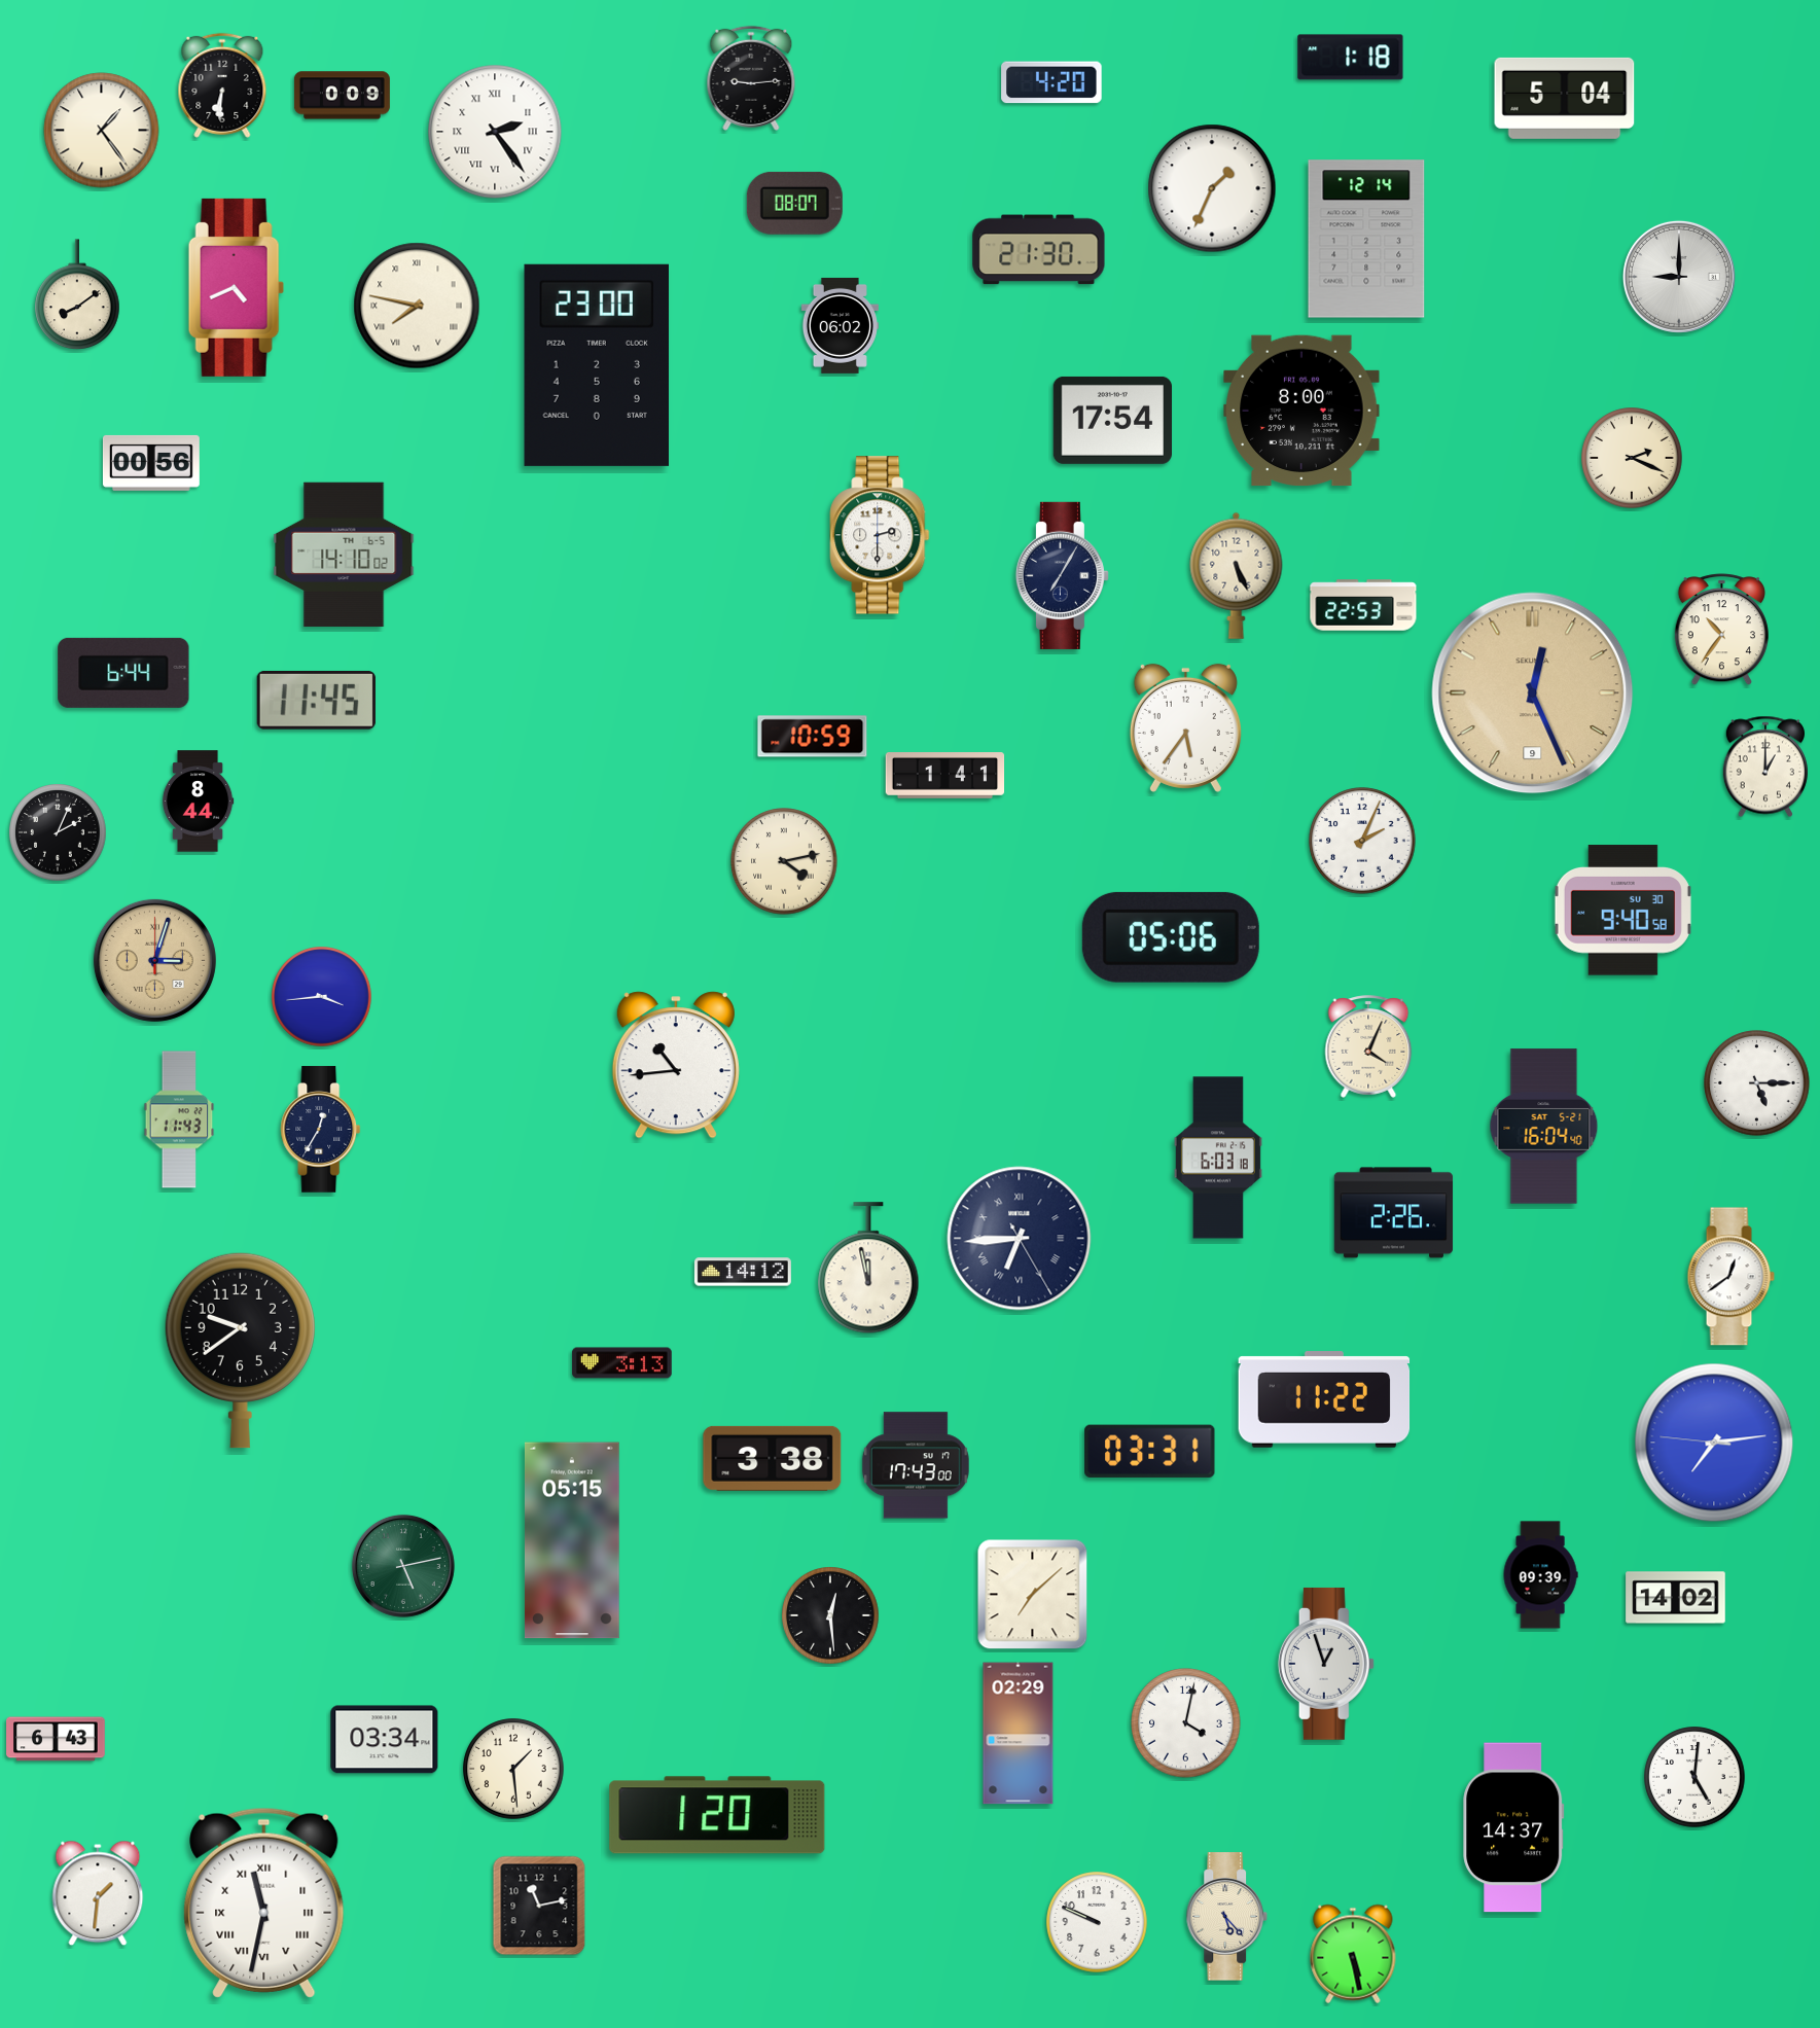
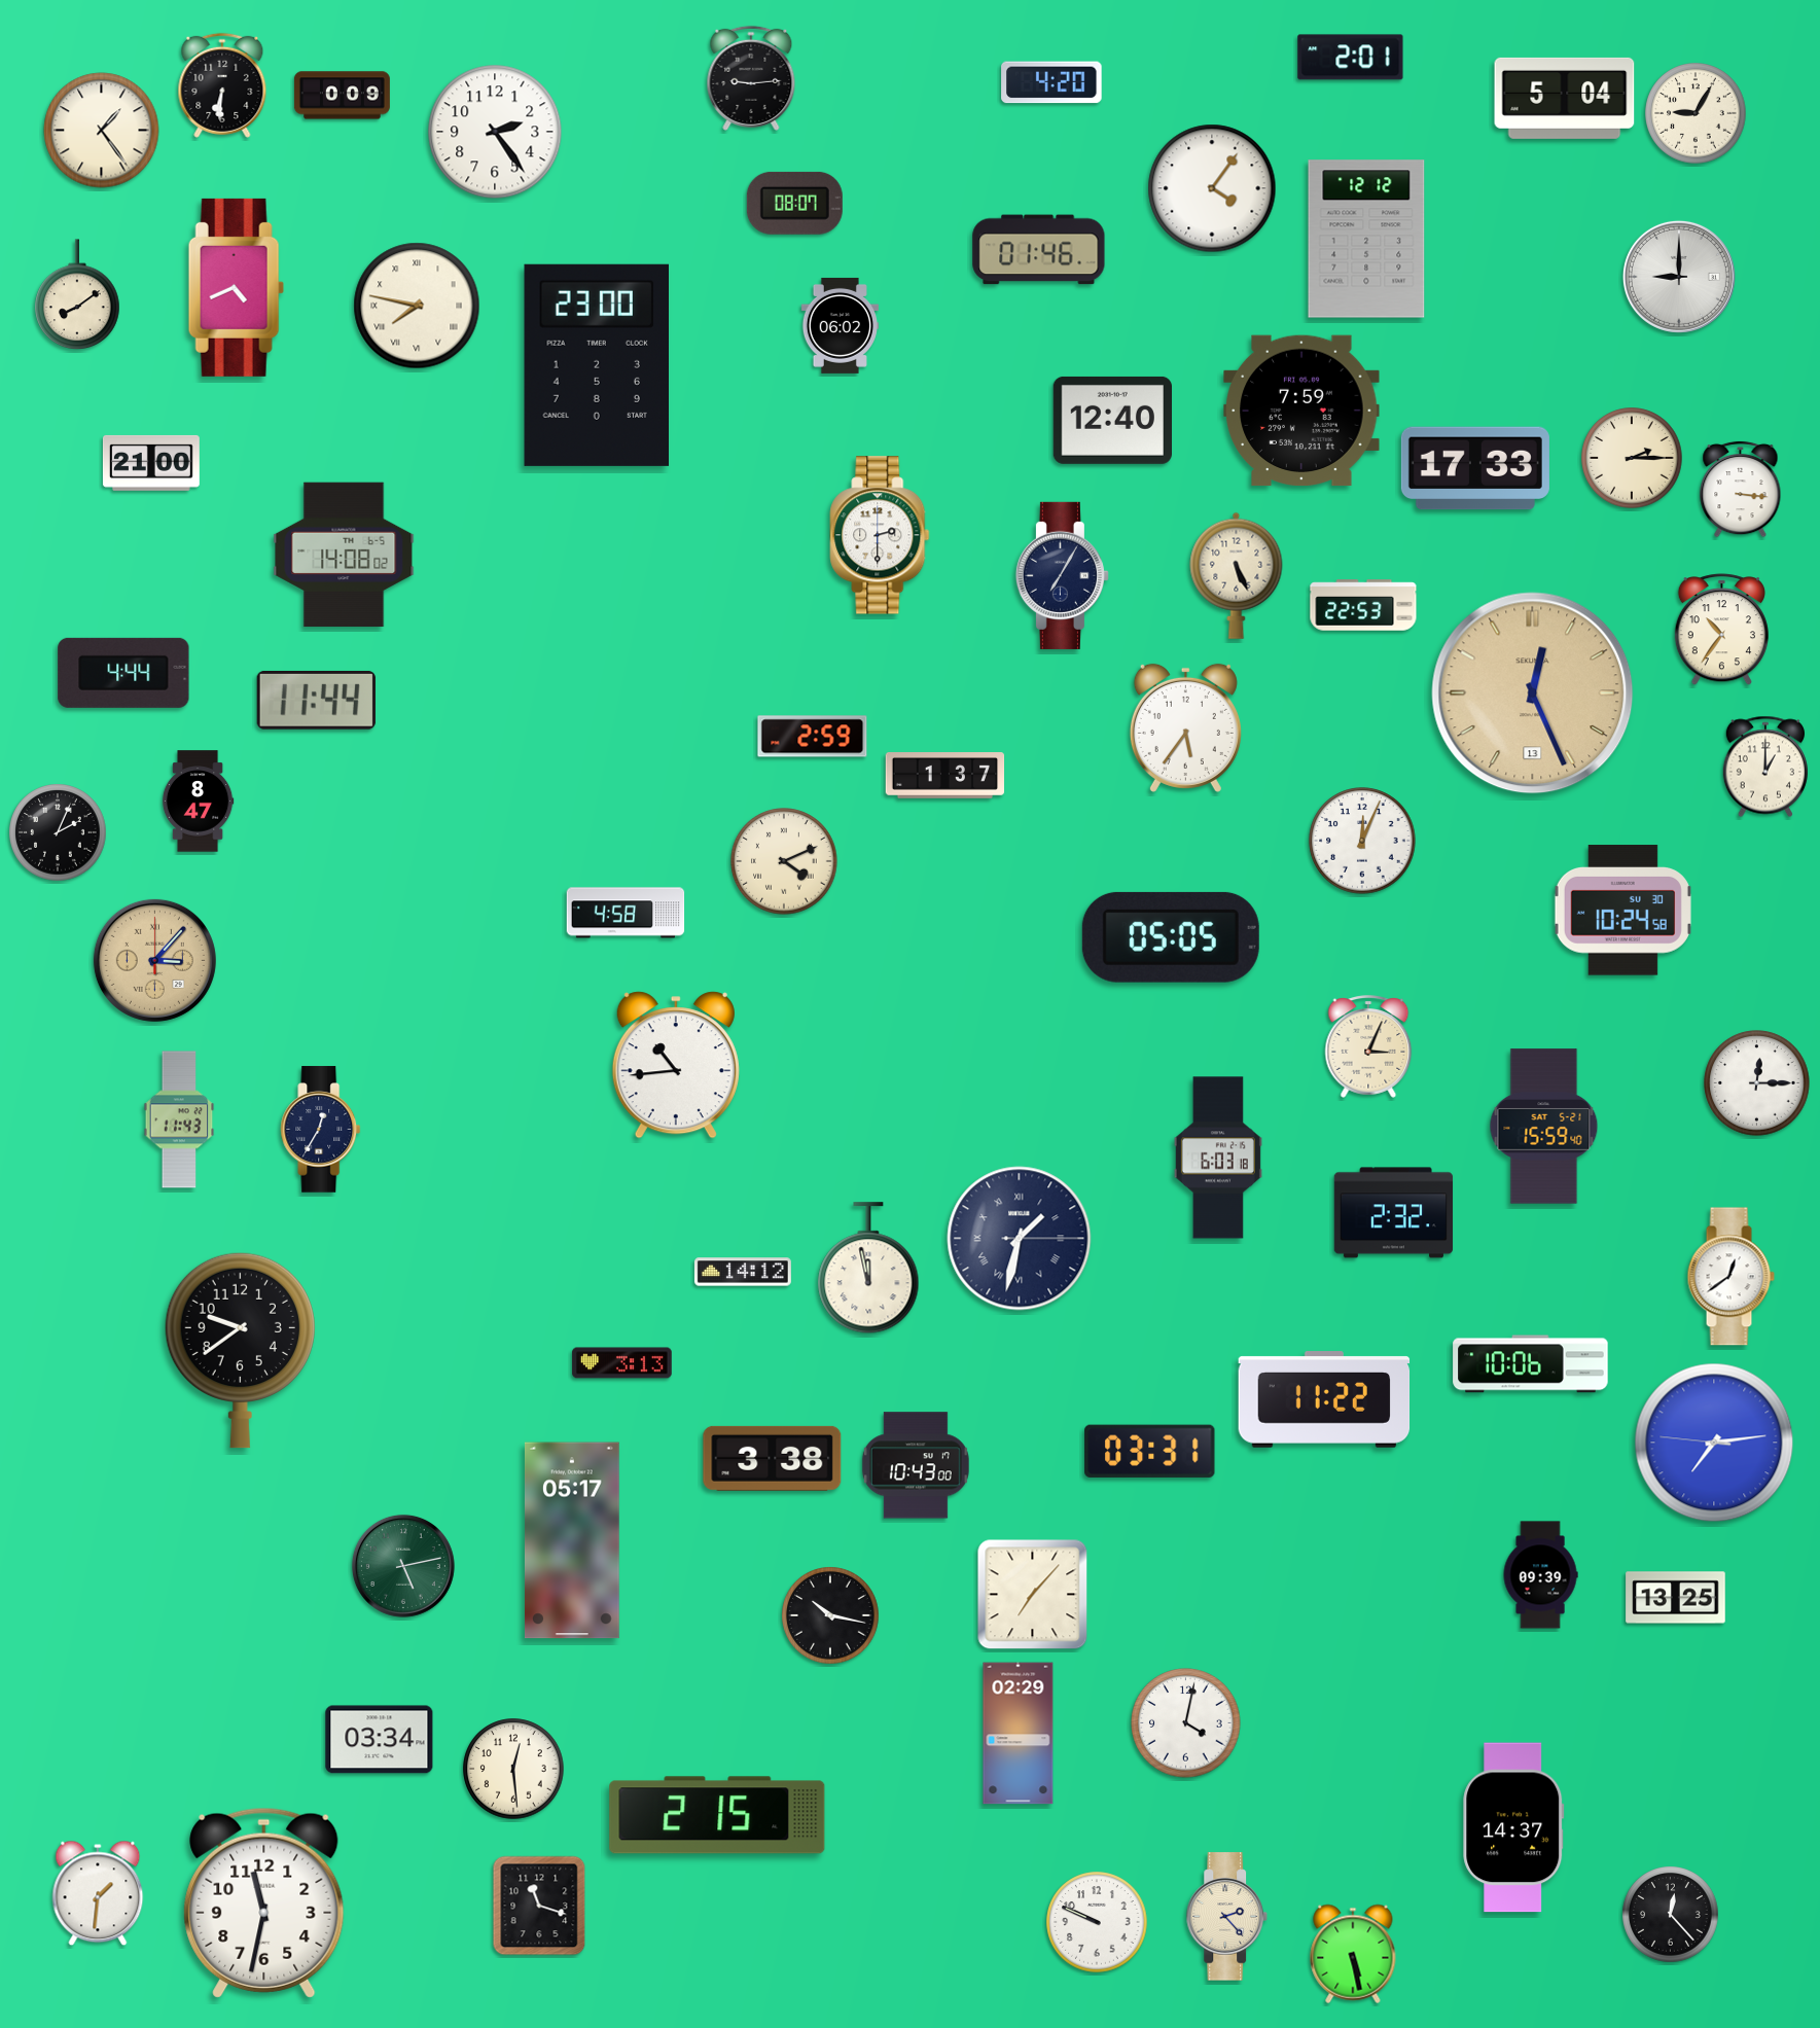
clock at (1351, 58): 1:18 -> 2:01
clock at (1696, 113): none -> 9:05
clock at (495, 132) numerals: Roman -> Arabic
clock at (1212, 188): 1:34 -> 4:06
clock at (1366, 239): 12:14 -> 12:12
clock at (1039, 250): 21:30 -> 01:46
clock at (1301, 411): 8:00 -> 7:59
clock at (1112, 420): 17:54 -> 12:40
clock at (1632, 458): 2:19 -> 2:15
clock at (151, 463): 00:56 -> 21:00
clock at (1475, 468): none -> 17:33
clock at (1741, 489): none -> 3:16
clock at (344, 555): 14:10 -> 14:08
clock at (123, 673): 6:44 -> 4:44
clock at (1533, 693) date: 9 -> 13
clock at (316, 700): 11:45 -> 11:44
clock at (813, 737): 10:59 -> 2:59
clock at (945, 776): 1:41 -> 1:37
clock at (198, 802): 8:44 -> 8:47
clock at (1362, 841): 2:04 -> 12:04
clock at (784, 861): 4:13 -> 4:11
clock at (1622, 911): 9:40 -> 10:24
clock at (626, 913): none -> 4:58
clock at (1171, 937): 05:06 -> 05:05
clock at (154, 960): 3:03 -> 3:07
clock at (322, 997): 3:44 -> none
clock at (1368, 1046): 4:04 -> 3:04
clock at (1757, 1083): 5:15 -> 12:15
clock at (1544, 1127): 16:04 -> 15:59
clock at (1394, 1213): 2:26 -> 2:32
clock at (1020, 1239): 6:44 -> 1:32
clock at (1531, 1364): none -> 10:06
clock at (916, 1465): 17:43 -> 10:43
clock at (572, 1540): 05:15 -> 05:17
clock at (1033, 1595): 7:08 -> 7:07
clock at (1676, 1598): 14:02 -> 13:25
clock at (830, 1615): 12:29 -> 10:17
clock at (1326, 1664): 12:57 -> none
clock at (56, 1739): 6:43 -> none
clock at (385, 1740) position: (385, 1740) -> (380, 1740)
clock at (513, 1769): 1:29 -> 12:29
clock at (1694, 1777): 5:01 -> none
clock at (717, 1815): 1:20 -> 2:15
clock at (264, 1902) numerals: Roman -> Arabic
clock at (539, 1906): 11:13 -> 11:18
clock at (1671, 1915): none -> 12:23
clock at (1227, 1917): 5:23 -> 2:23
